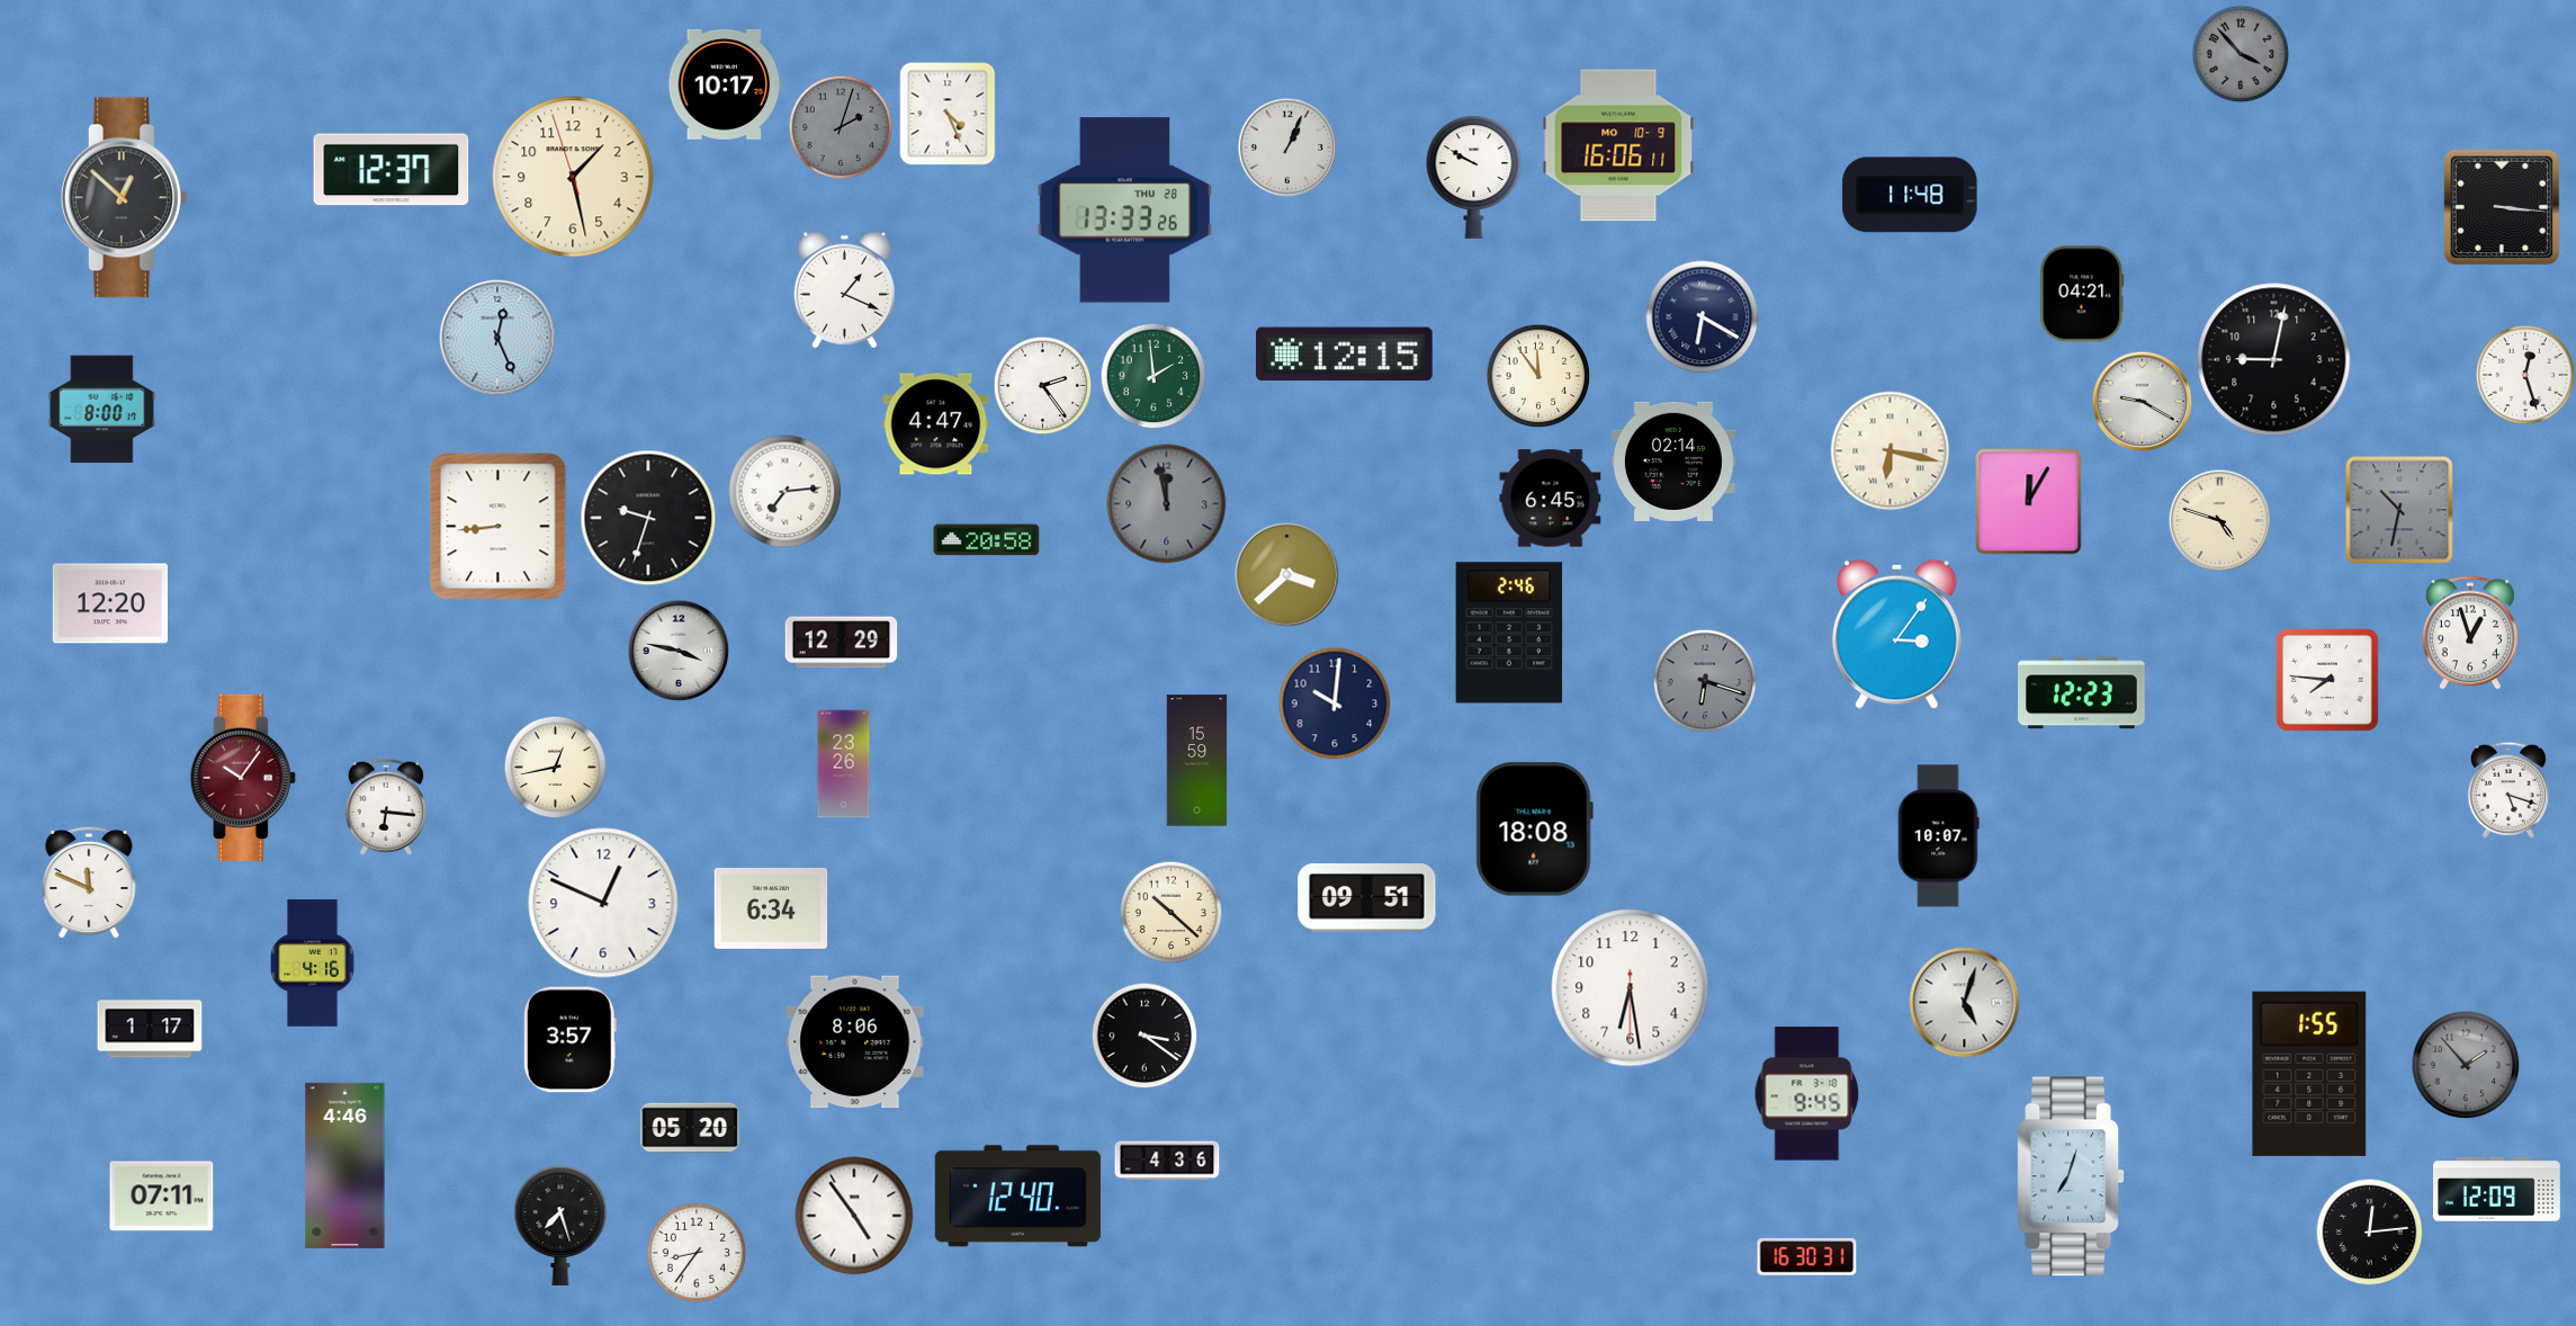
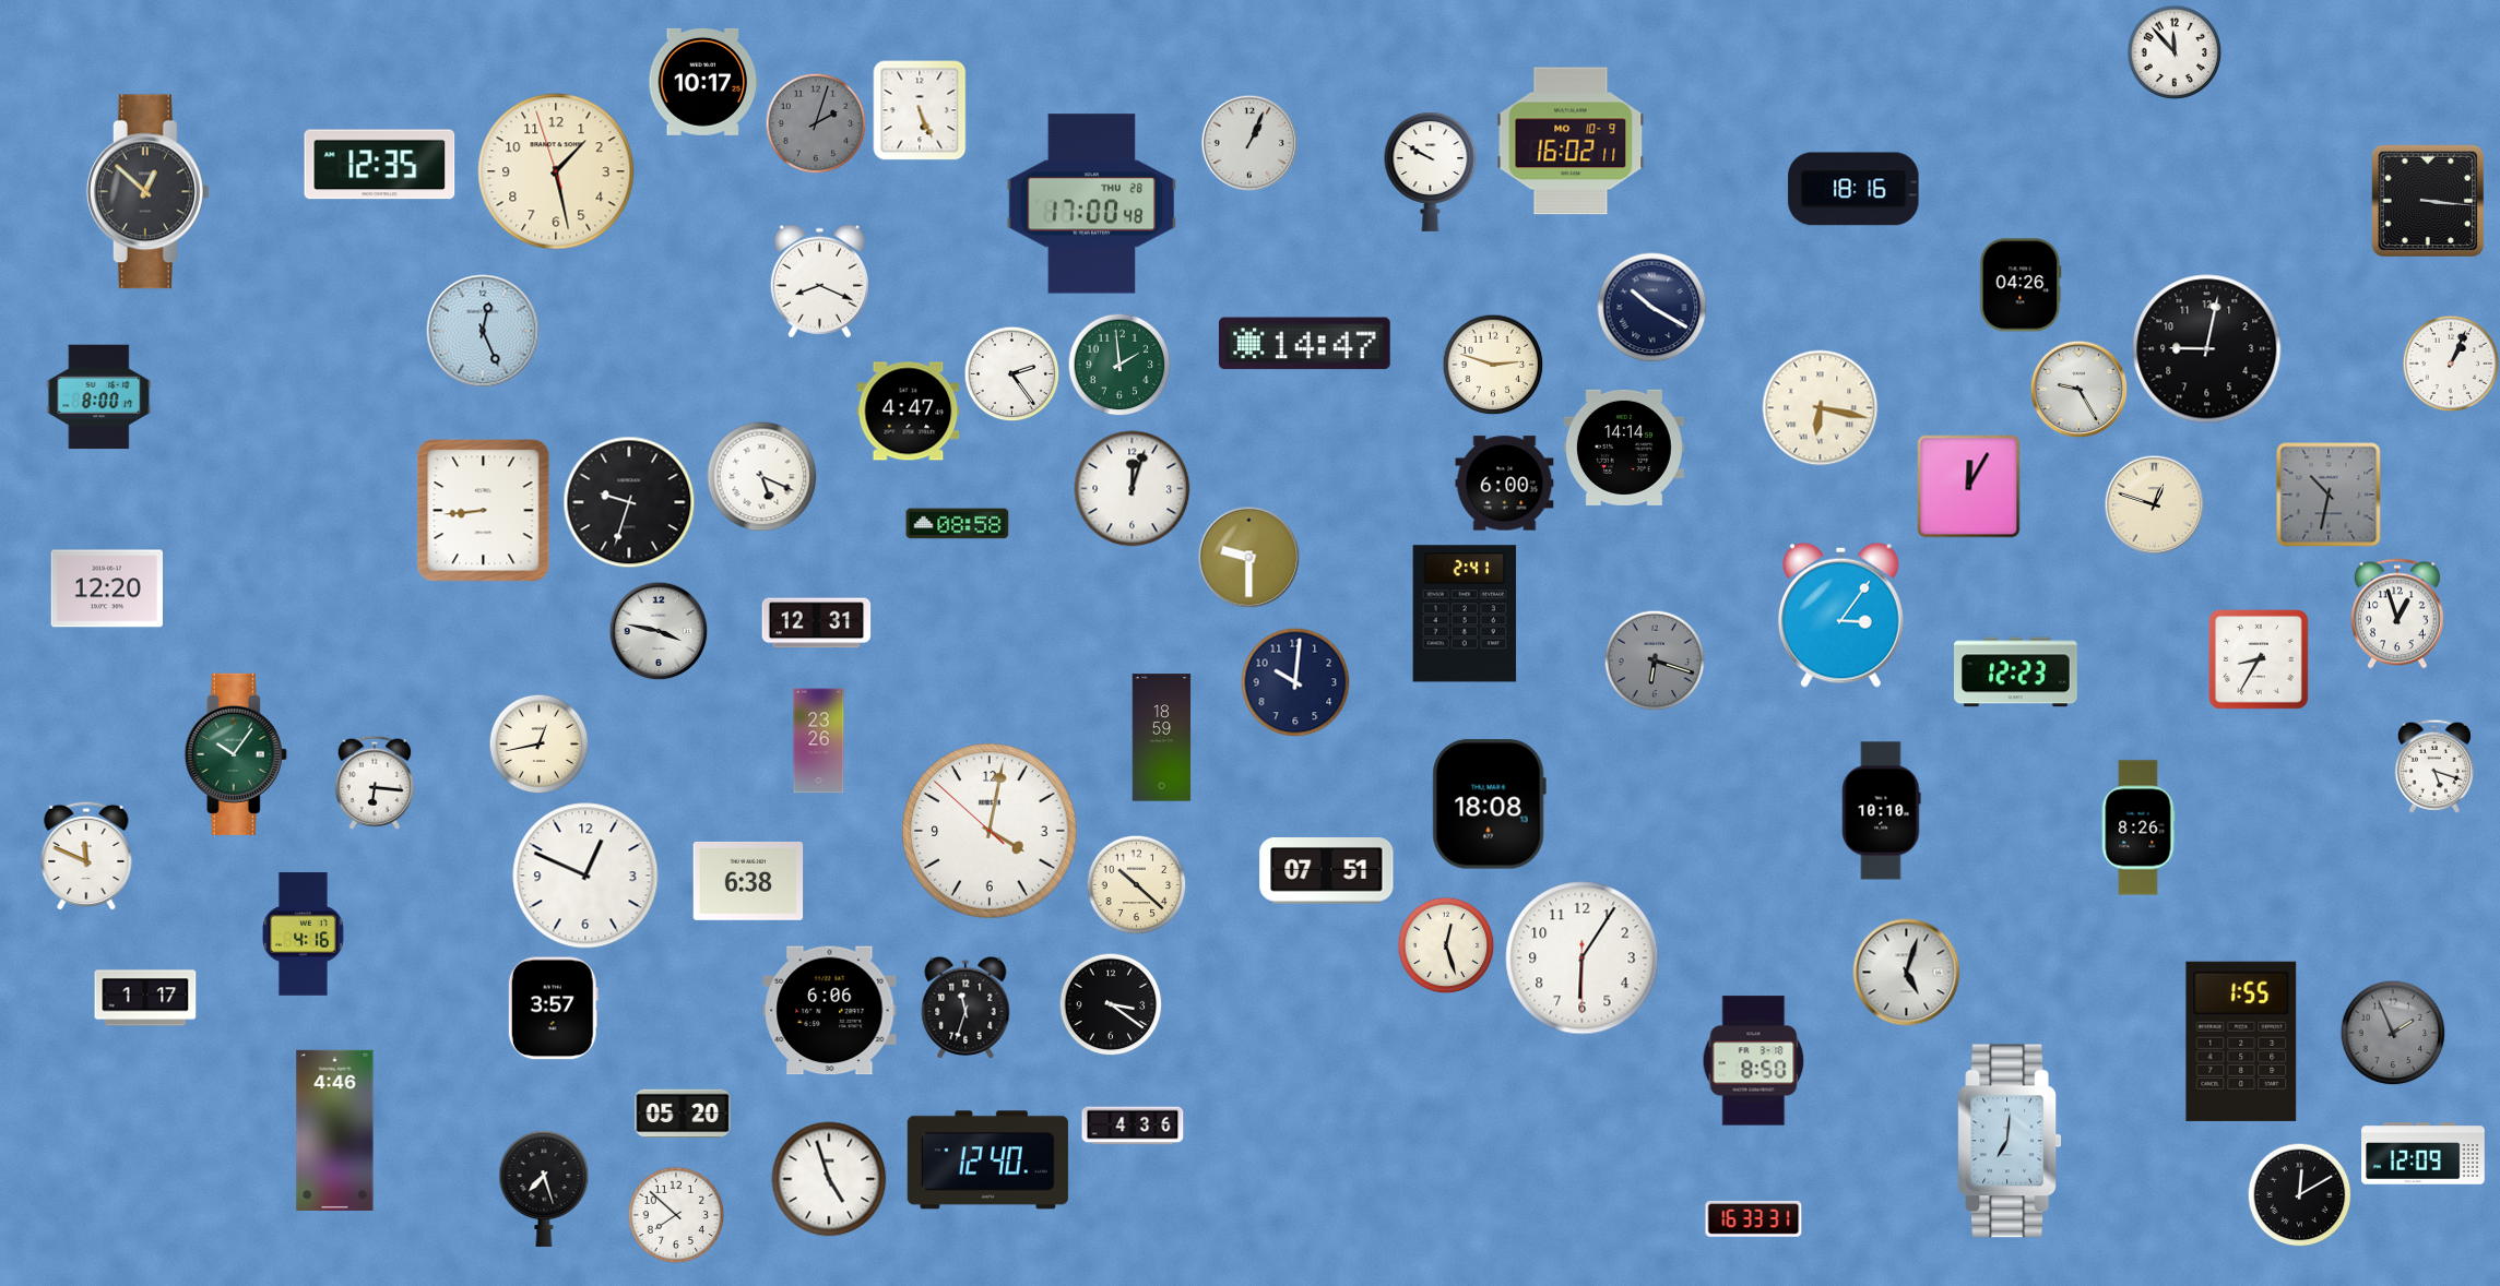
clock at (2241, 54): 3:53 -> 11:53
clock at (2241, 54) dial: grey -> white
clock at (948, 114): 4:26 -> 5:26
clock at (1618, 145): 16:06 -> 16:02
clock at (392, 170): 12:37 -> 12:35
clock at (1910, 195): 11:48 -> 18:16
clock at (124, 198) position: (124, 198) -> (147, 192)
clock at (1125, 210): 13:33 -> 17:00
clock at (844, 290): 1:19 -> 8:19
clock at (2082, 294): 04:21 -> 04:26
clock at (1703, 317): 6:20 -> 10:20
clock at (497, 338) position: (497, 338) -> (483, 331)
clock at (1344, 355): 12:15 -> 14:47
clock at (2525, 375): 12:27 -> 1:04
clock at (1538, 376): 11:54 -> 2:48
clock at (2142, 401): 9:20 -> 9:25
clock at (1891, 451) position: (1891, 451) -> (1821, 408)
clock at (1673, 462): 02:14 -> 14:14
clock at (786, 492): 7:14 -> 5:19
clock at (1551, 499): 6:45 -> 6:00
clock at (1167, 504): 11:58 -> 12:03
clock at (1167, 504) dial: grey -> white
clock at (2219, 520): 4:48 -> 12:48
clock at (987, 540): 20:58 -> 08:58
clock at (1286, 574): 3:38 -> 9:30
clock at (109, 603) position: (109, 603) -> (106, 588)
clock at (1509, 633): 2:46 -> 2:41
clock at (842, 643): 12:29 -> 12:31
clock at (2327, 680): 7:46 -> 8:35
clock at (2082, 693) position: (2082, 693) -> (2016, 672)
clock at (1197, 761): 15:59 -> 18:59
clock at (243, 778) dial: burgundy -> green
clock at (1939, 836): 10:07 -> 10:10
clock at (2138, 827): none -> 8:26
clock at (990, 831): none -> 4:01
clock at (1367, 898): 09:51 -> 07:51
clock at (771, 908): 6:34 -> 6:38
clock at (1446, 945): none -> 12:27
clock at (1631, 988): 6:28 -> 6:05
clock at (965, 1008): none -> 11:33
clock at (855, 1042): 8:06 -> 6:06
clock at (2466, 1065): 1:53 -> 1:56
clock at (1807, 1094): 9:45 -> 8:50
clock at (690, 1128) position: (690, 1128) -> (683, 1114)
clock at (2071, 1176): 7:03 -> 7:01
clock at (162, 1197): 07:11 -> none
clock at (854, 1216): 4:54 -> 4:57
clock at (2369, 1231): 12:14 -> 12:10
clock at (697, 1253): 8:36 -> 7:52
clock at (1807, 1256): 16:30 -> 16:33
